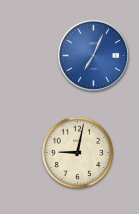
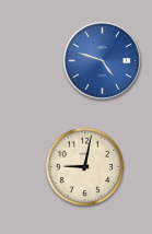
clock at (93, 55): 7:04 -> 4:48
